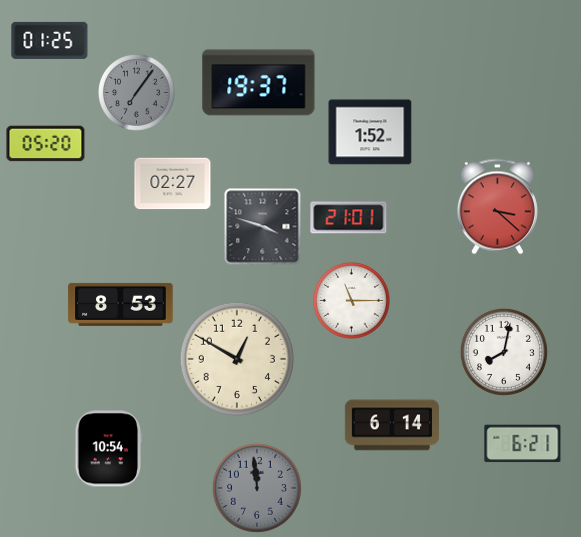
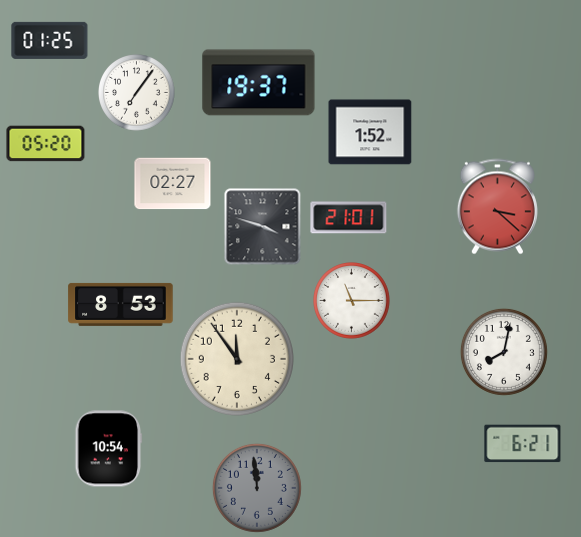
clock at (137, 93) dial: grey -> white
clock at (236, 358): 12:50 -> 11:54
clock at (391, 425): 6:14 -> none
